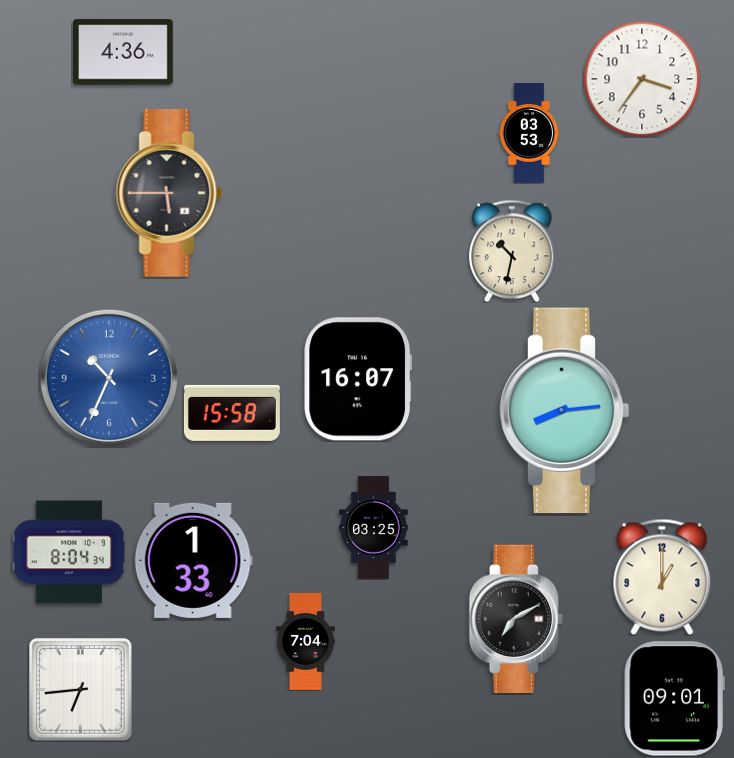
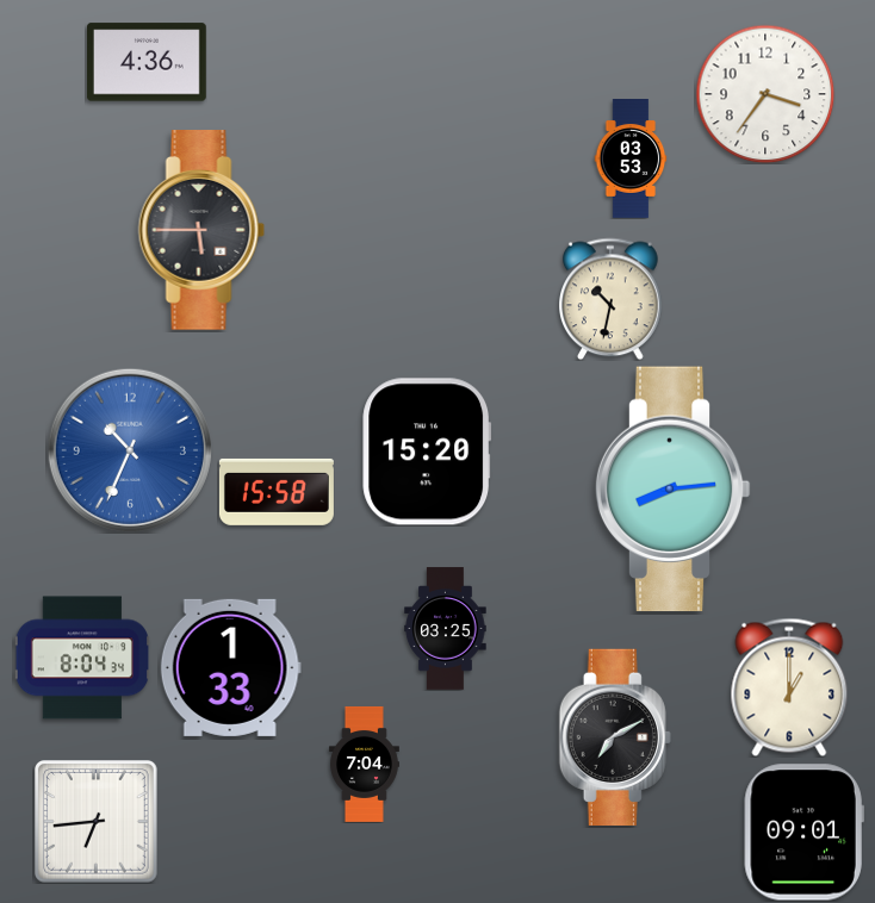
clock at (358, 379): 16:07 -> 15:20
